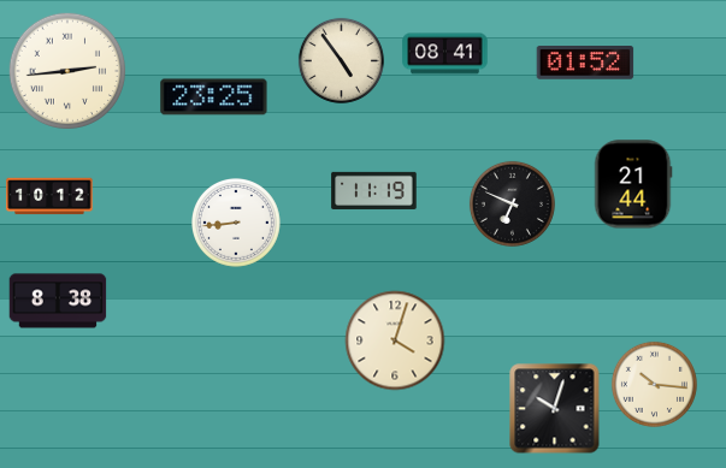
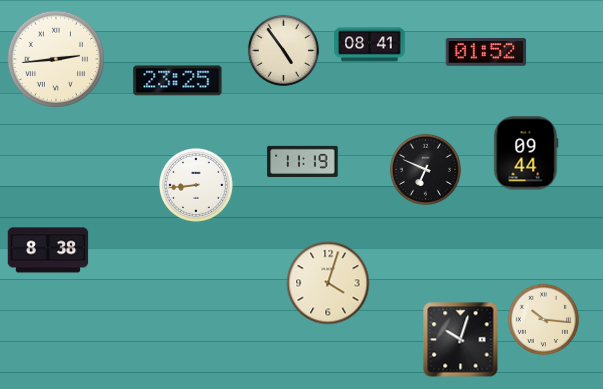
clock at (633, 184): 21:44 -> 09:44
clock at (374, 190) position: (374, 190) -> (303, 161)
clock at (49, 196): 10:12 -> none
